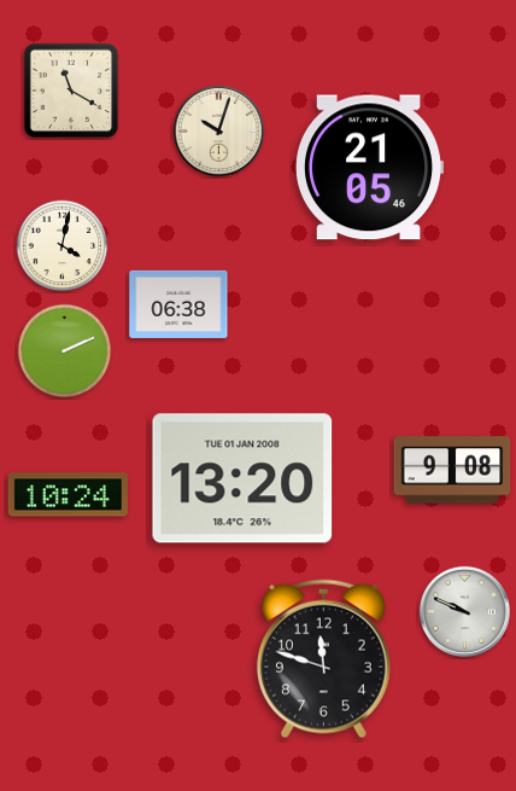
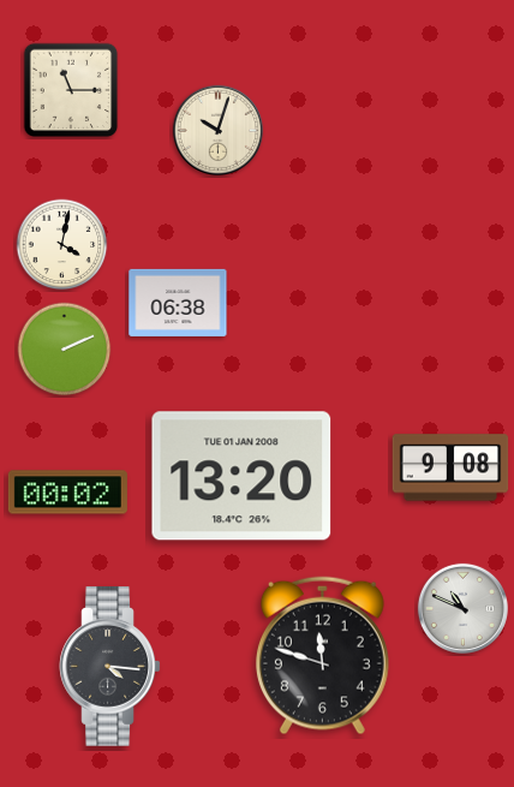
clock at (71, 91): 11:20 -> 11:15
clock at (369, 168): 21:05 -> none
clock at (68, 495): 10:24 -> 00:02
clock at (464, 611): 9:49 -> 10:49
clock at (110, 667): none -> 4:16
